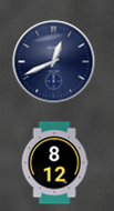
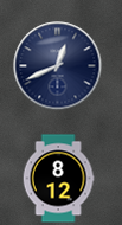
clock at (54, 163) position: (54, 163) -> (58, 179)
